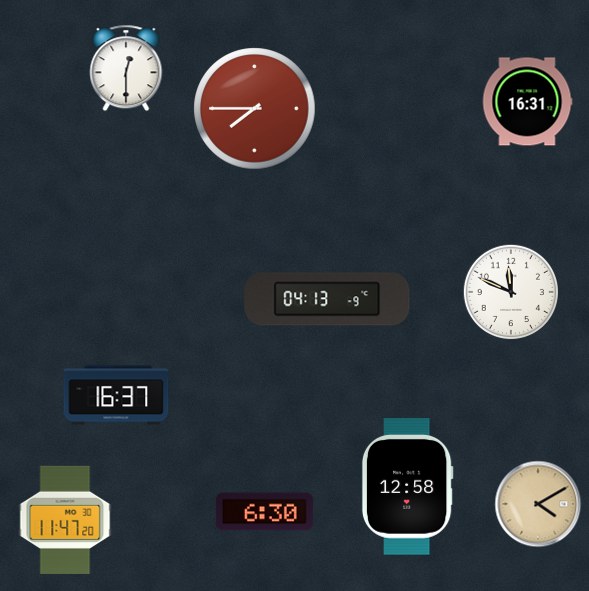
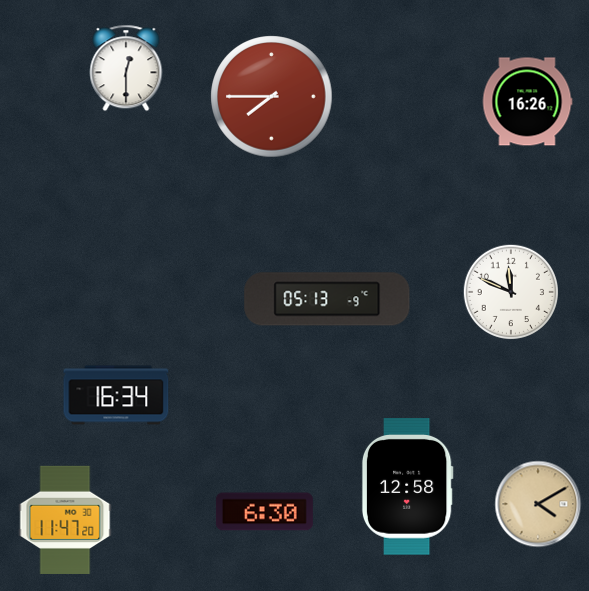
clock at (527, 102): 16:31 -> 16:26
clock at (255, 109) position: (255, 109) -> (272, 97)
clock at (327, 299): 04:13 -> 05:13
clock at (116, 395): 16:37 -> 16:34
